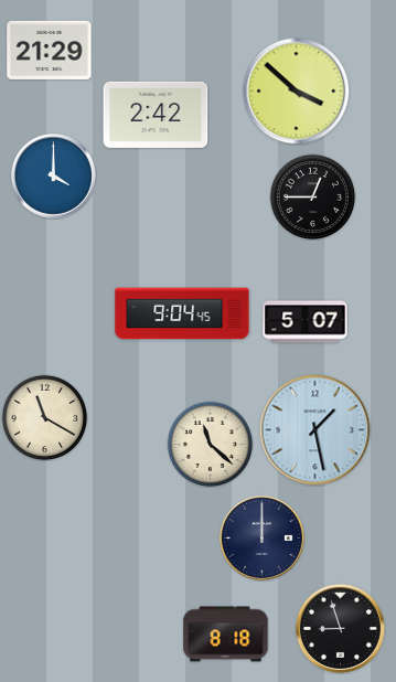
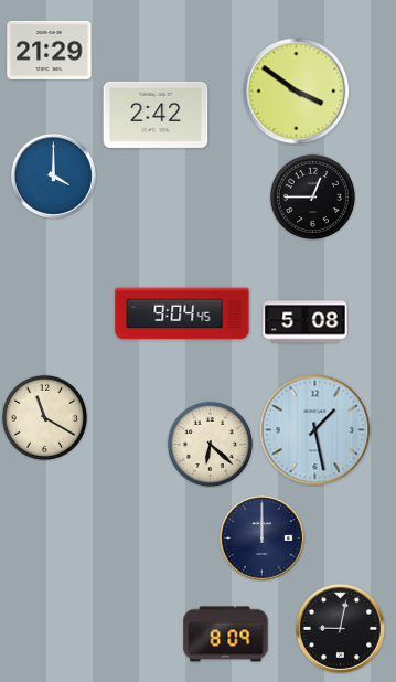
clock at (297, 92): 3:52 -> 3:51
clock at (306, 322): 5:07 -> 5:08
clock at (210, 444): 11:22 -> 6:22
clock at (340, 628): 8:57 -> 9:02
clock at (226, 635): 8:18 -> 8:09
